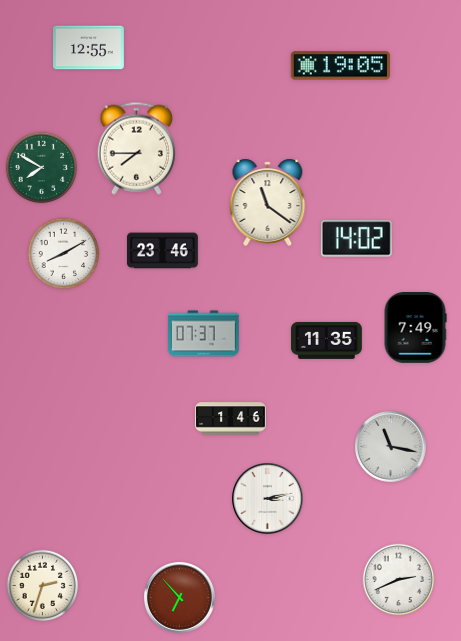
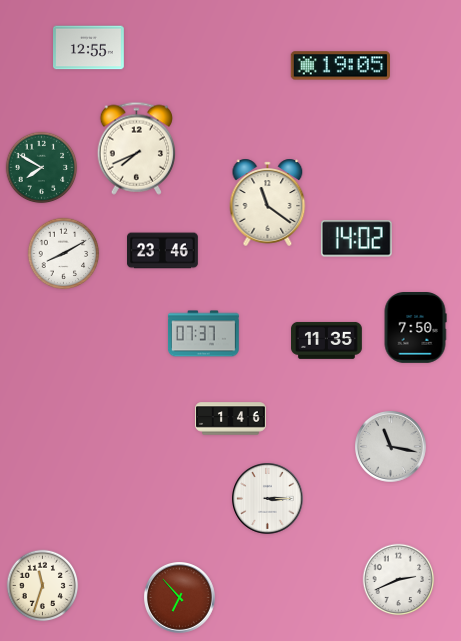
clock at (136, 148): 7:45 -> 7:41
clock at (415, 328): 7:49 -> 7:50
clock at (268, 499): 3:13 -> 3:15
clock at (43, 586): 2:33 -> 11:33
